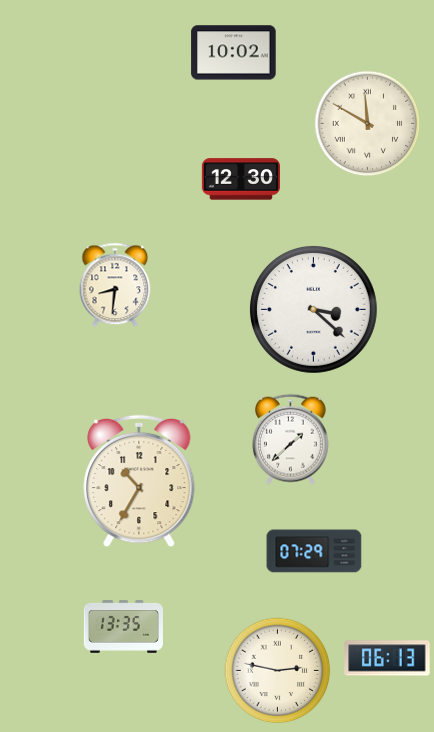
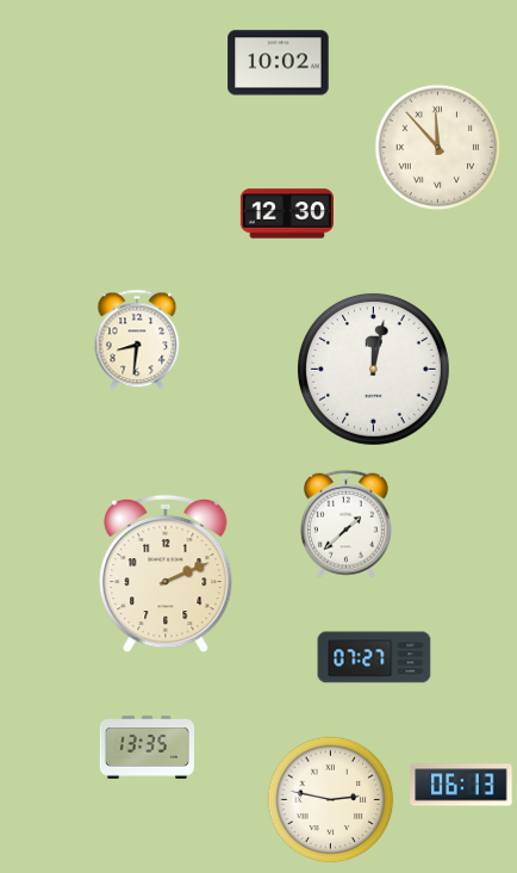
clock at (368, 124): 11:50 -> 11:53
clock at (313, 309): 3:22 -> 12:02
clock at (139, 481): 10:35 -> 2:11
clock at (314, 551): 07:29 -> 07:27
